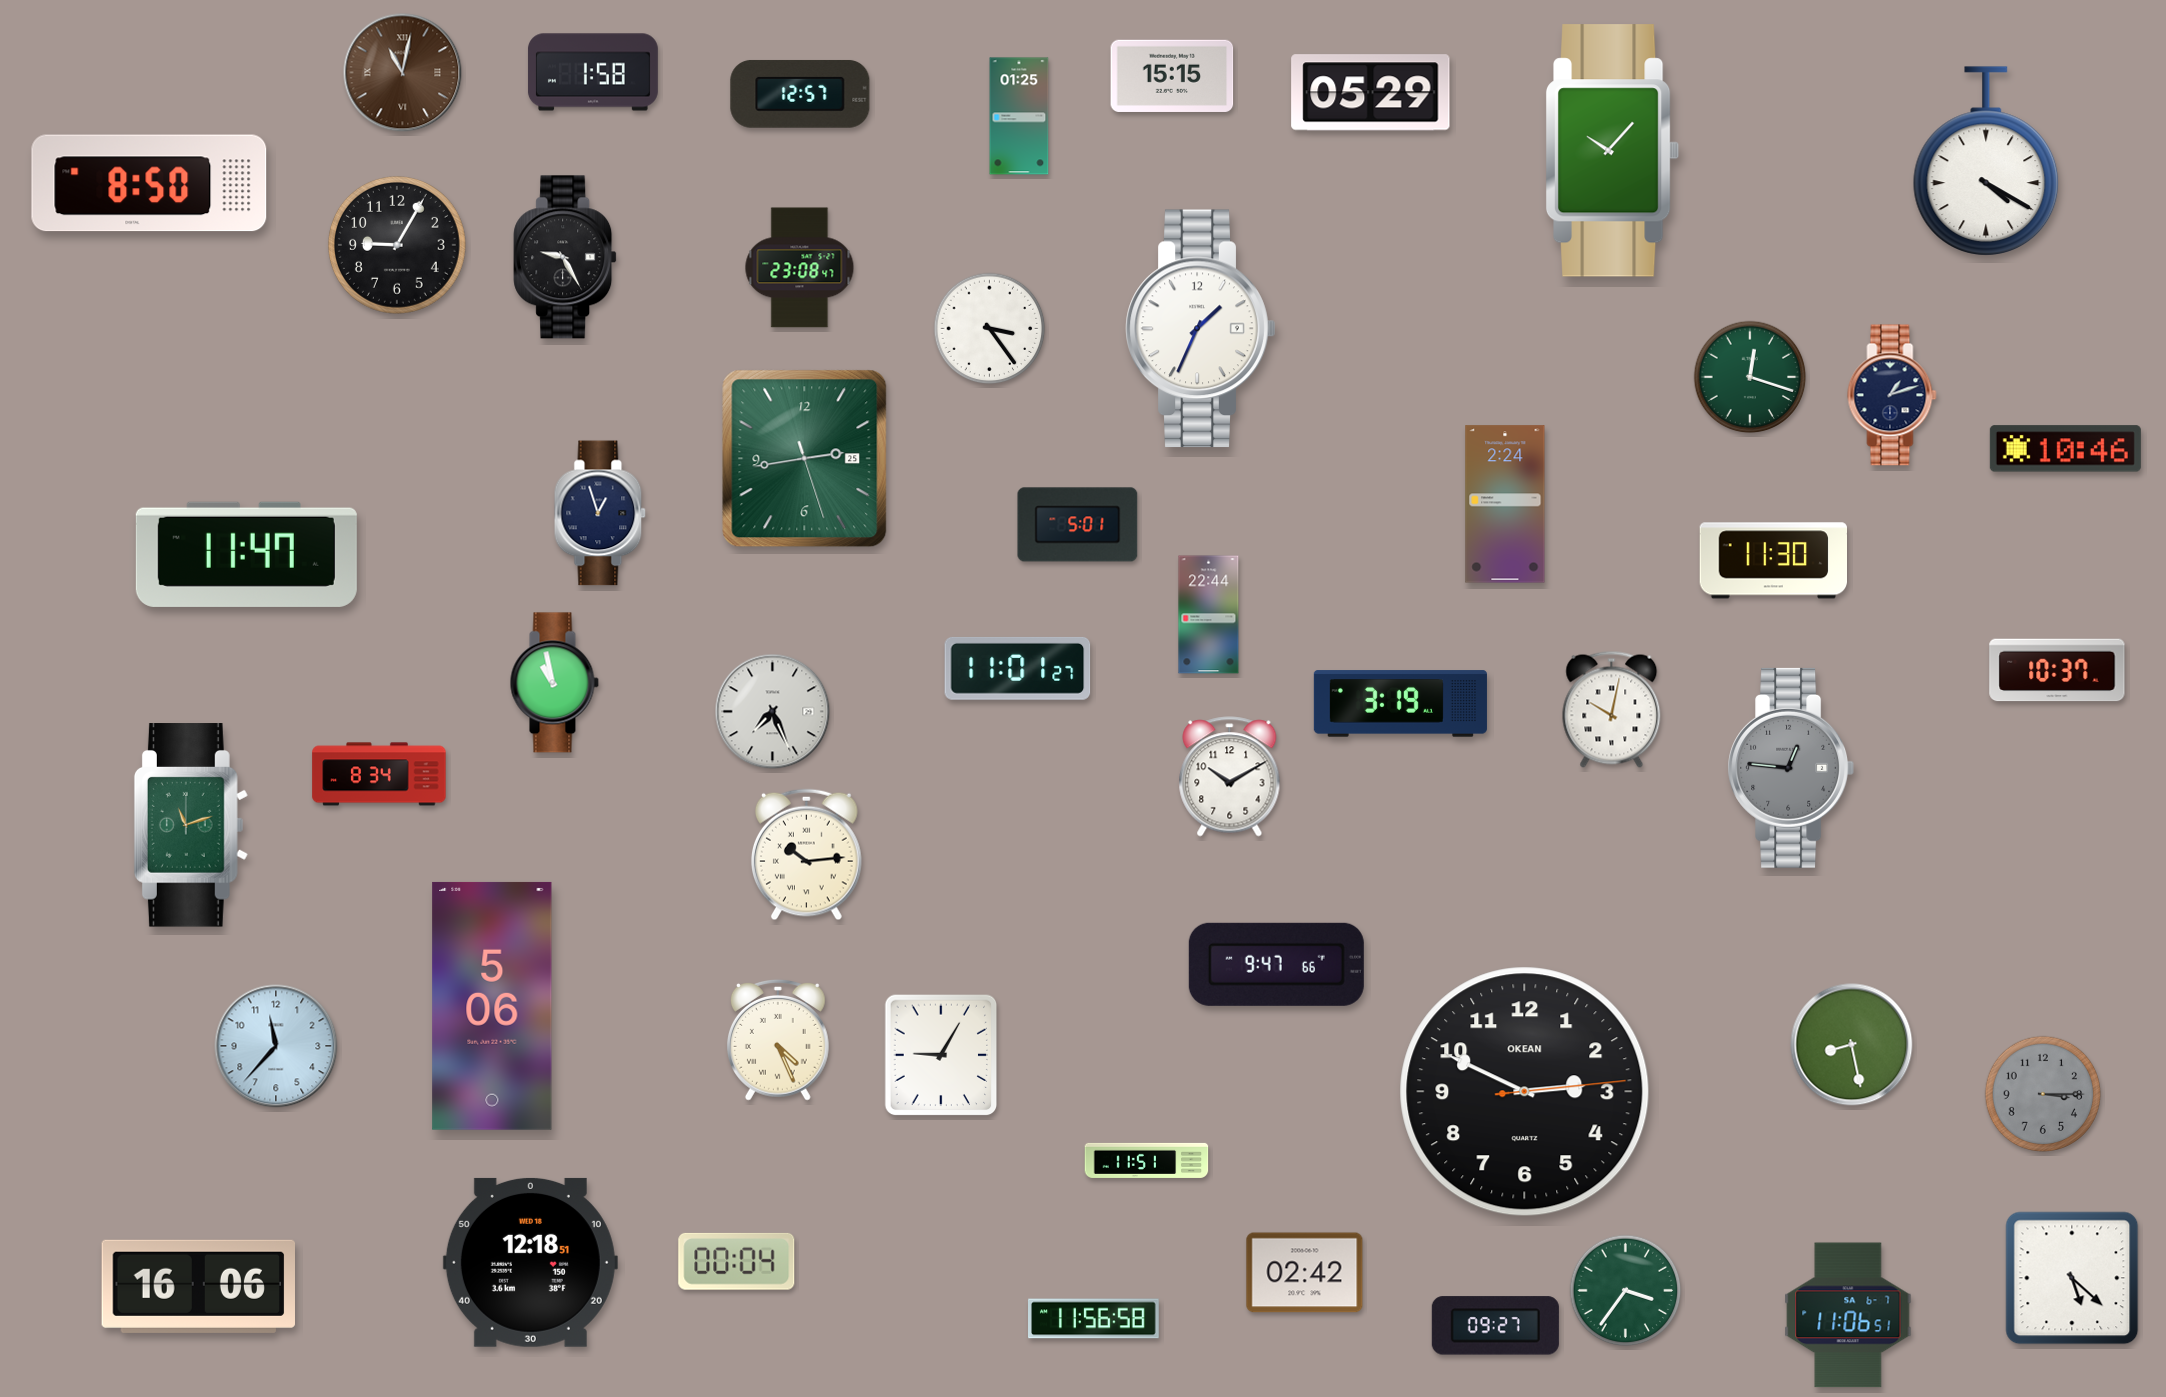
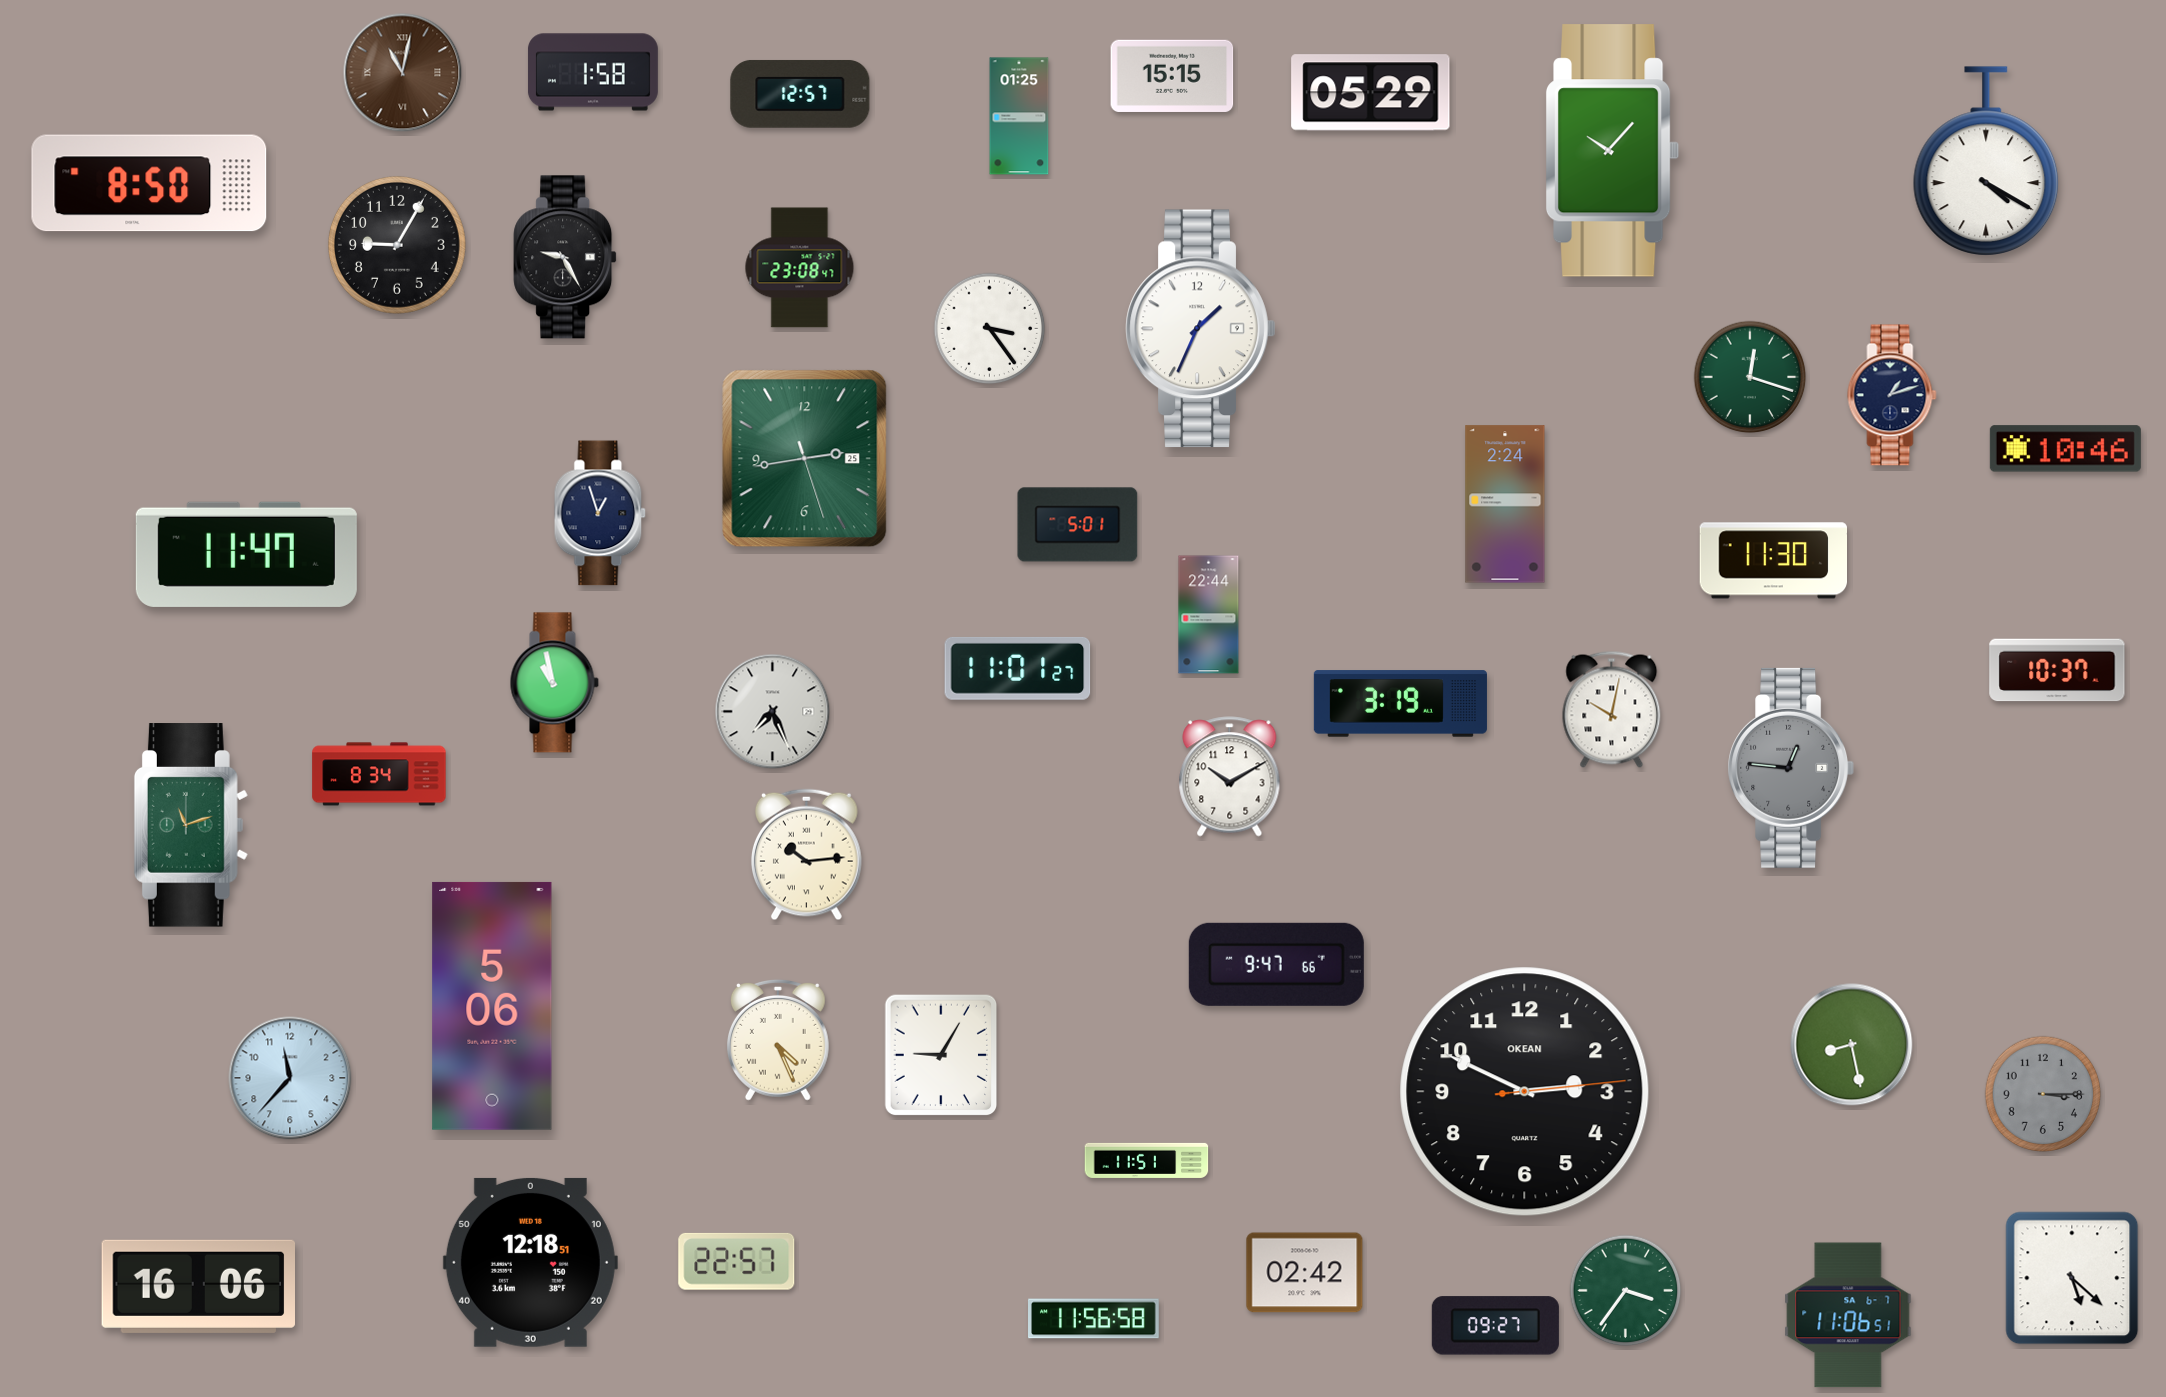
clock at (276, 1046) position: (276, 1046) -> (290, 1078)
clock at (737, 1261): 00:04 -> 22:57
